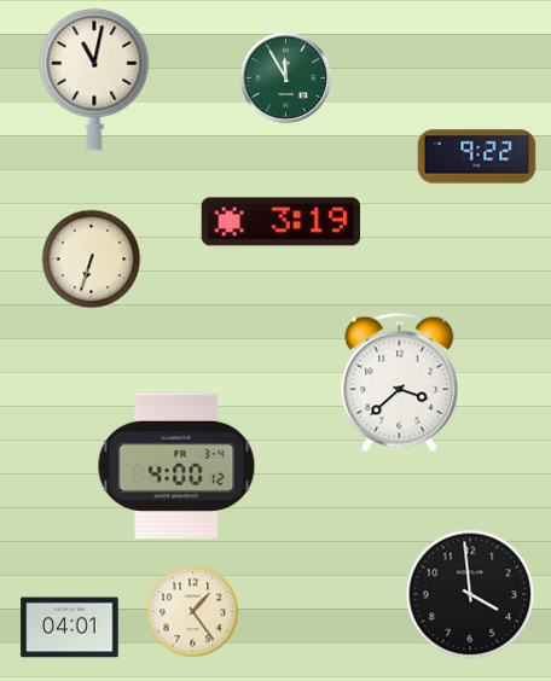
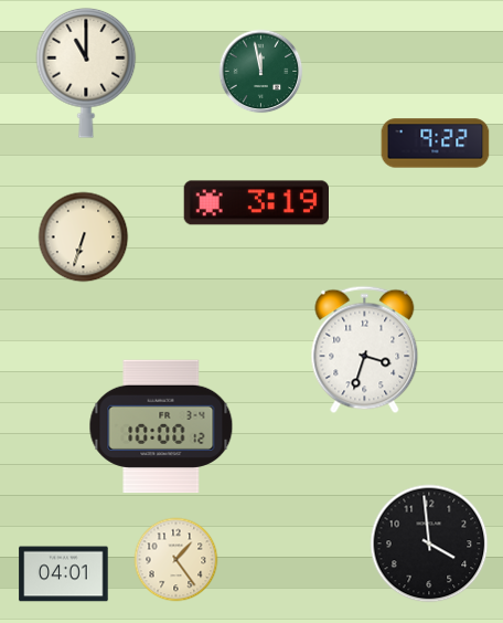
clock at (286, 78): 11:55 -> 11:58
clock at (94, 80): 11:02 -> 11:00
clock at (400, 383): 3:38 -> 3:33
clock at (176, 466): 4:00 -> 10:00
